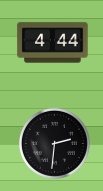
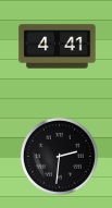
clock at (53, 43): 4:44 -> 4:41
